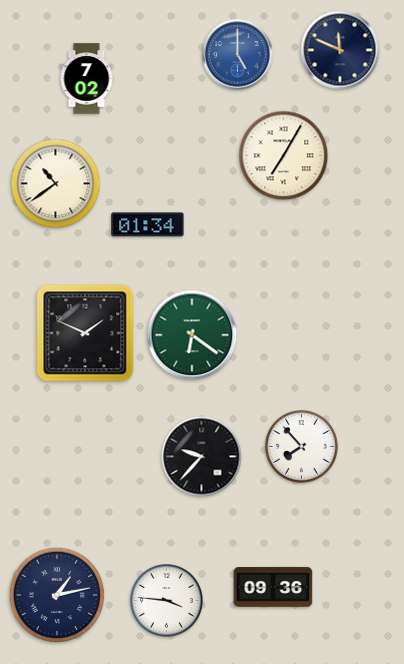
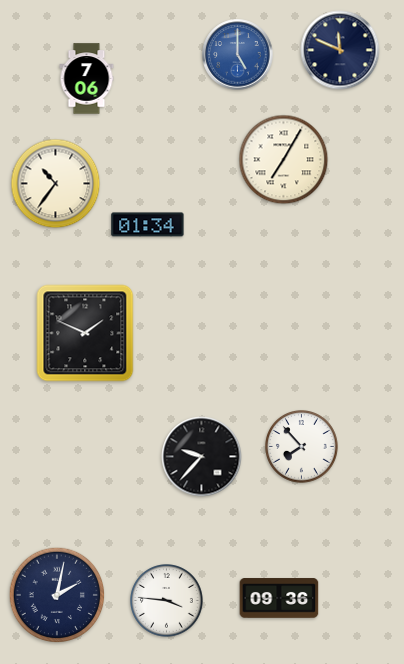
clock at (87, 79): 7:02 -> 7:06
clock at (284, 156) position: (284, 156) -> (284, 160)
clock at (56, 184): 10:39 -> 10:36
clock at (192, 335): 6:21 -> none
clock at (273, 587) position: (273, 587) -> (279, 598)
clock at (57, 595): 1:13 -> 2:02
